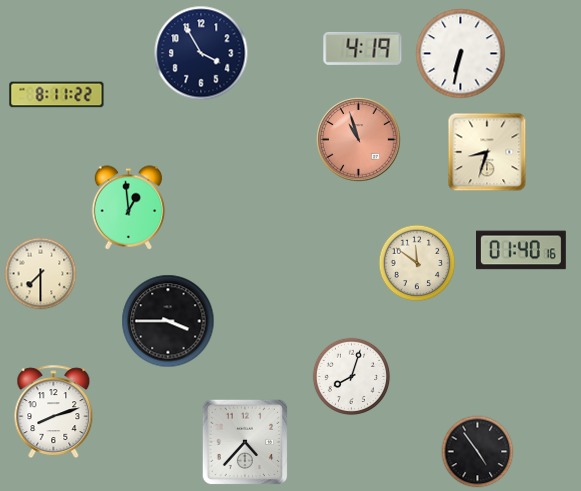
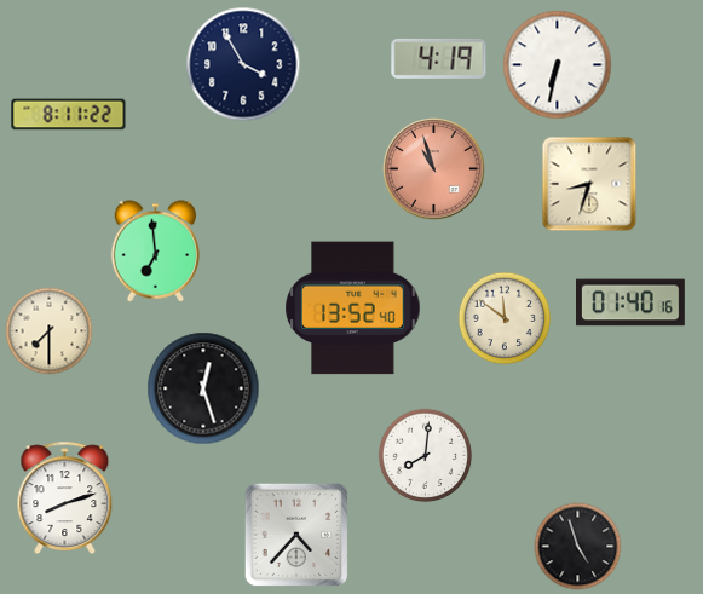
clock at (129, 208): 12:59 -> 6:59
clock at (353, 308): none -> 13:52
clock at (168, 321): 3:45 -> 12:27
clock at (352, 377): 8:03 -> 8:01
clock at (478, 452): 4:54 -> 4:57
